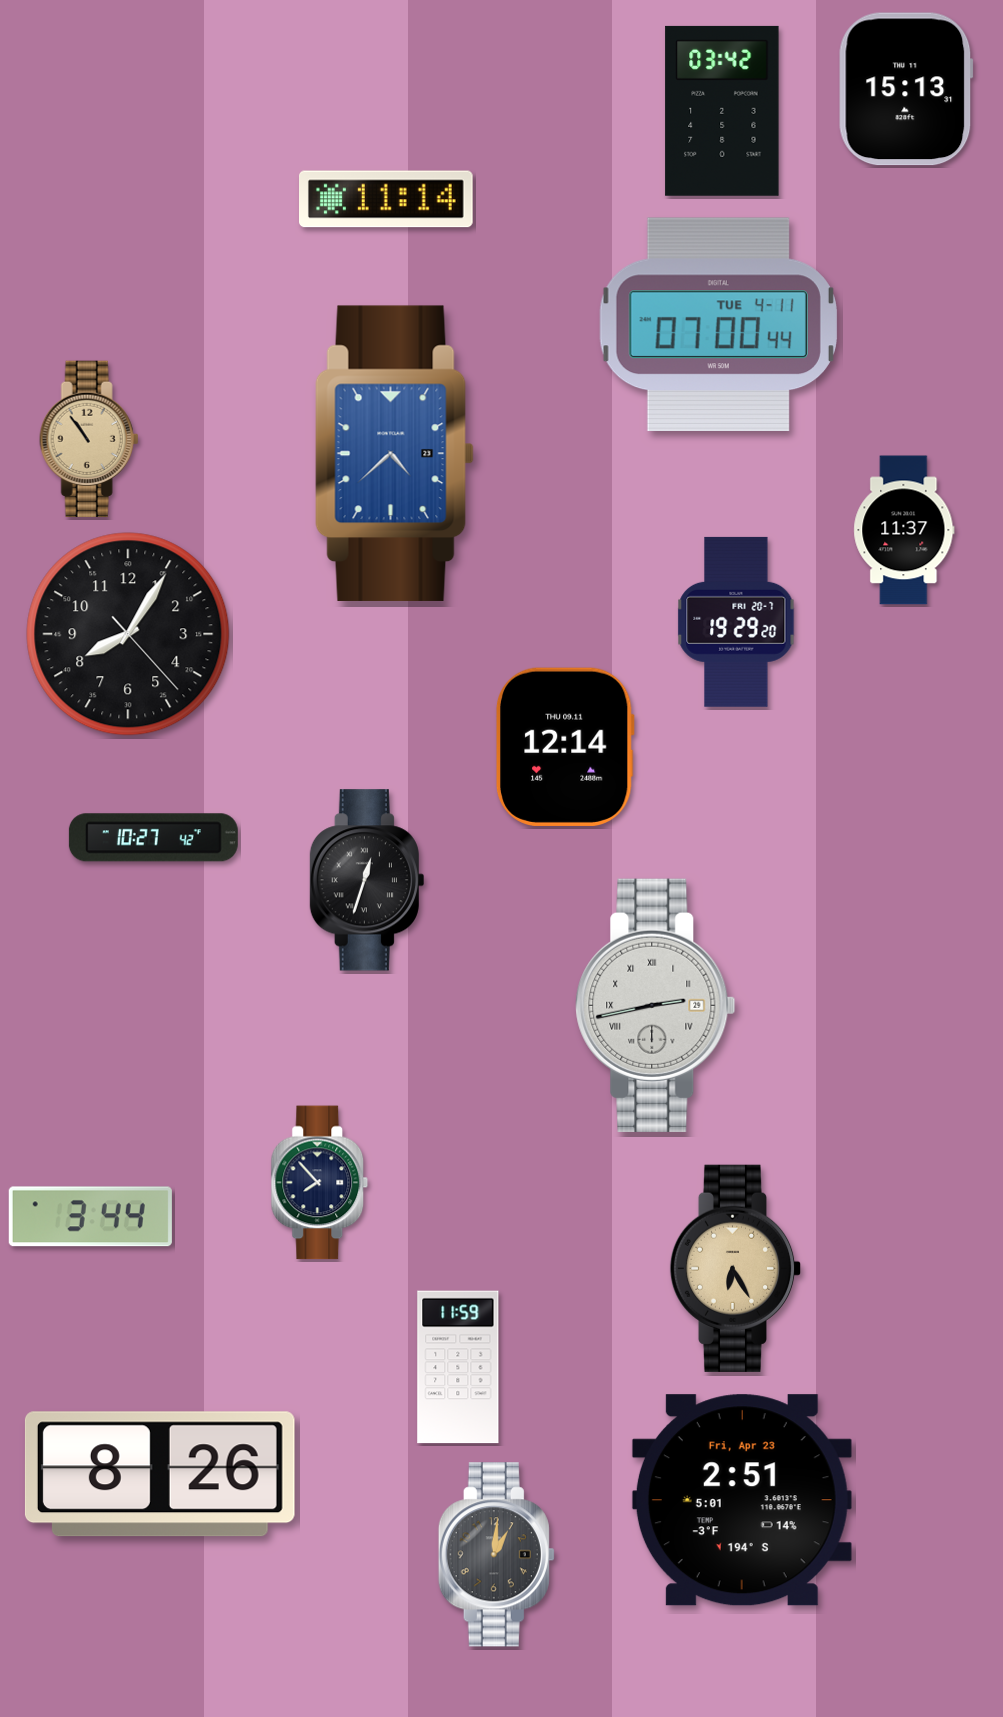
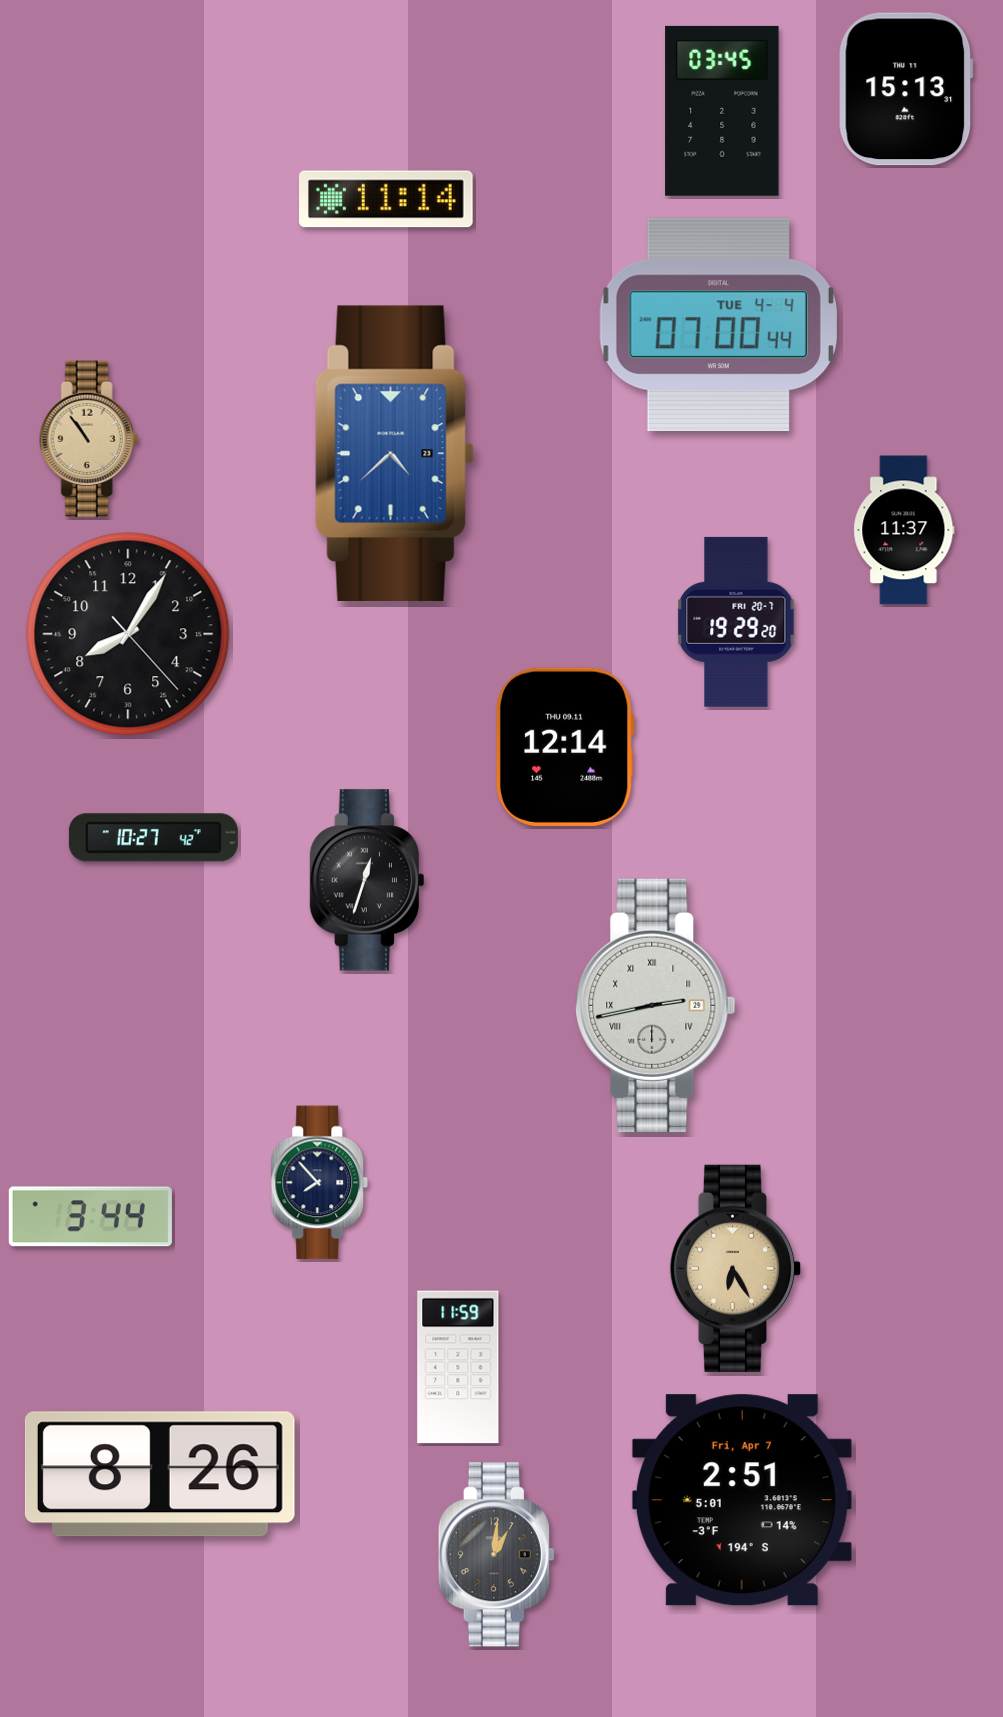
clock at (722, 111): 03:42 -> 03:45
clock at (718, 324) date: TUE 4-11 -> TUE 4-4
clock at (742, 1500) date: Fri, Apr 23 -> Fri, Apr 7
